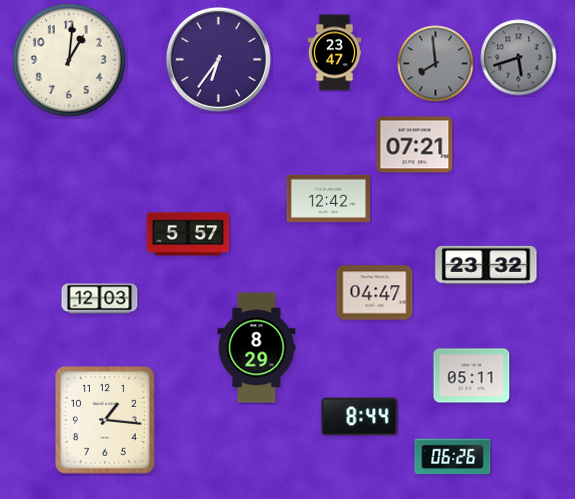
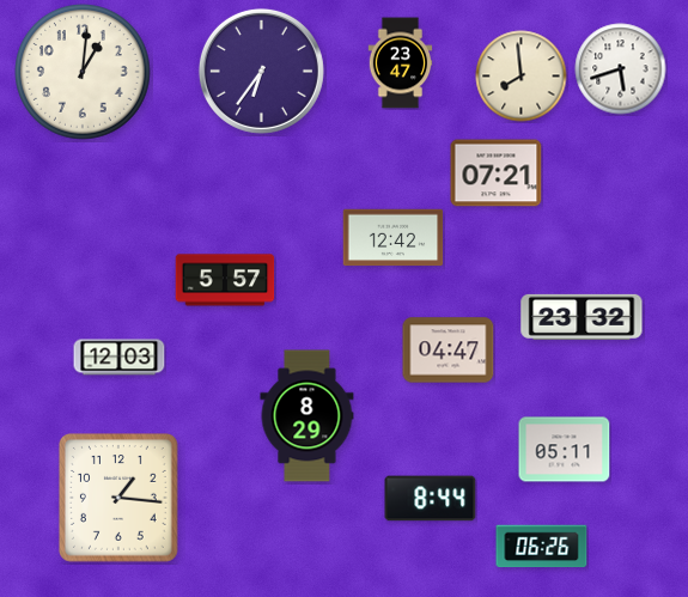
clock at (519, 58) dial: grey -> white
clock at (436, 64) dial: grey -> cream
clock at (106, 421) position: (106, 421) -> (120, 499)
